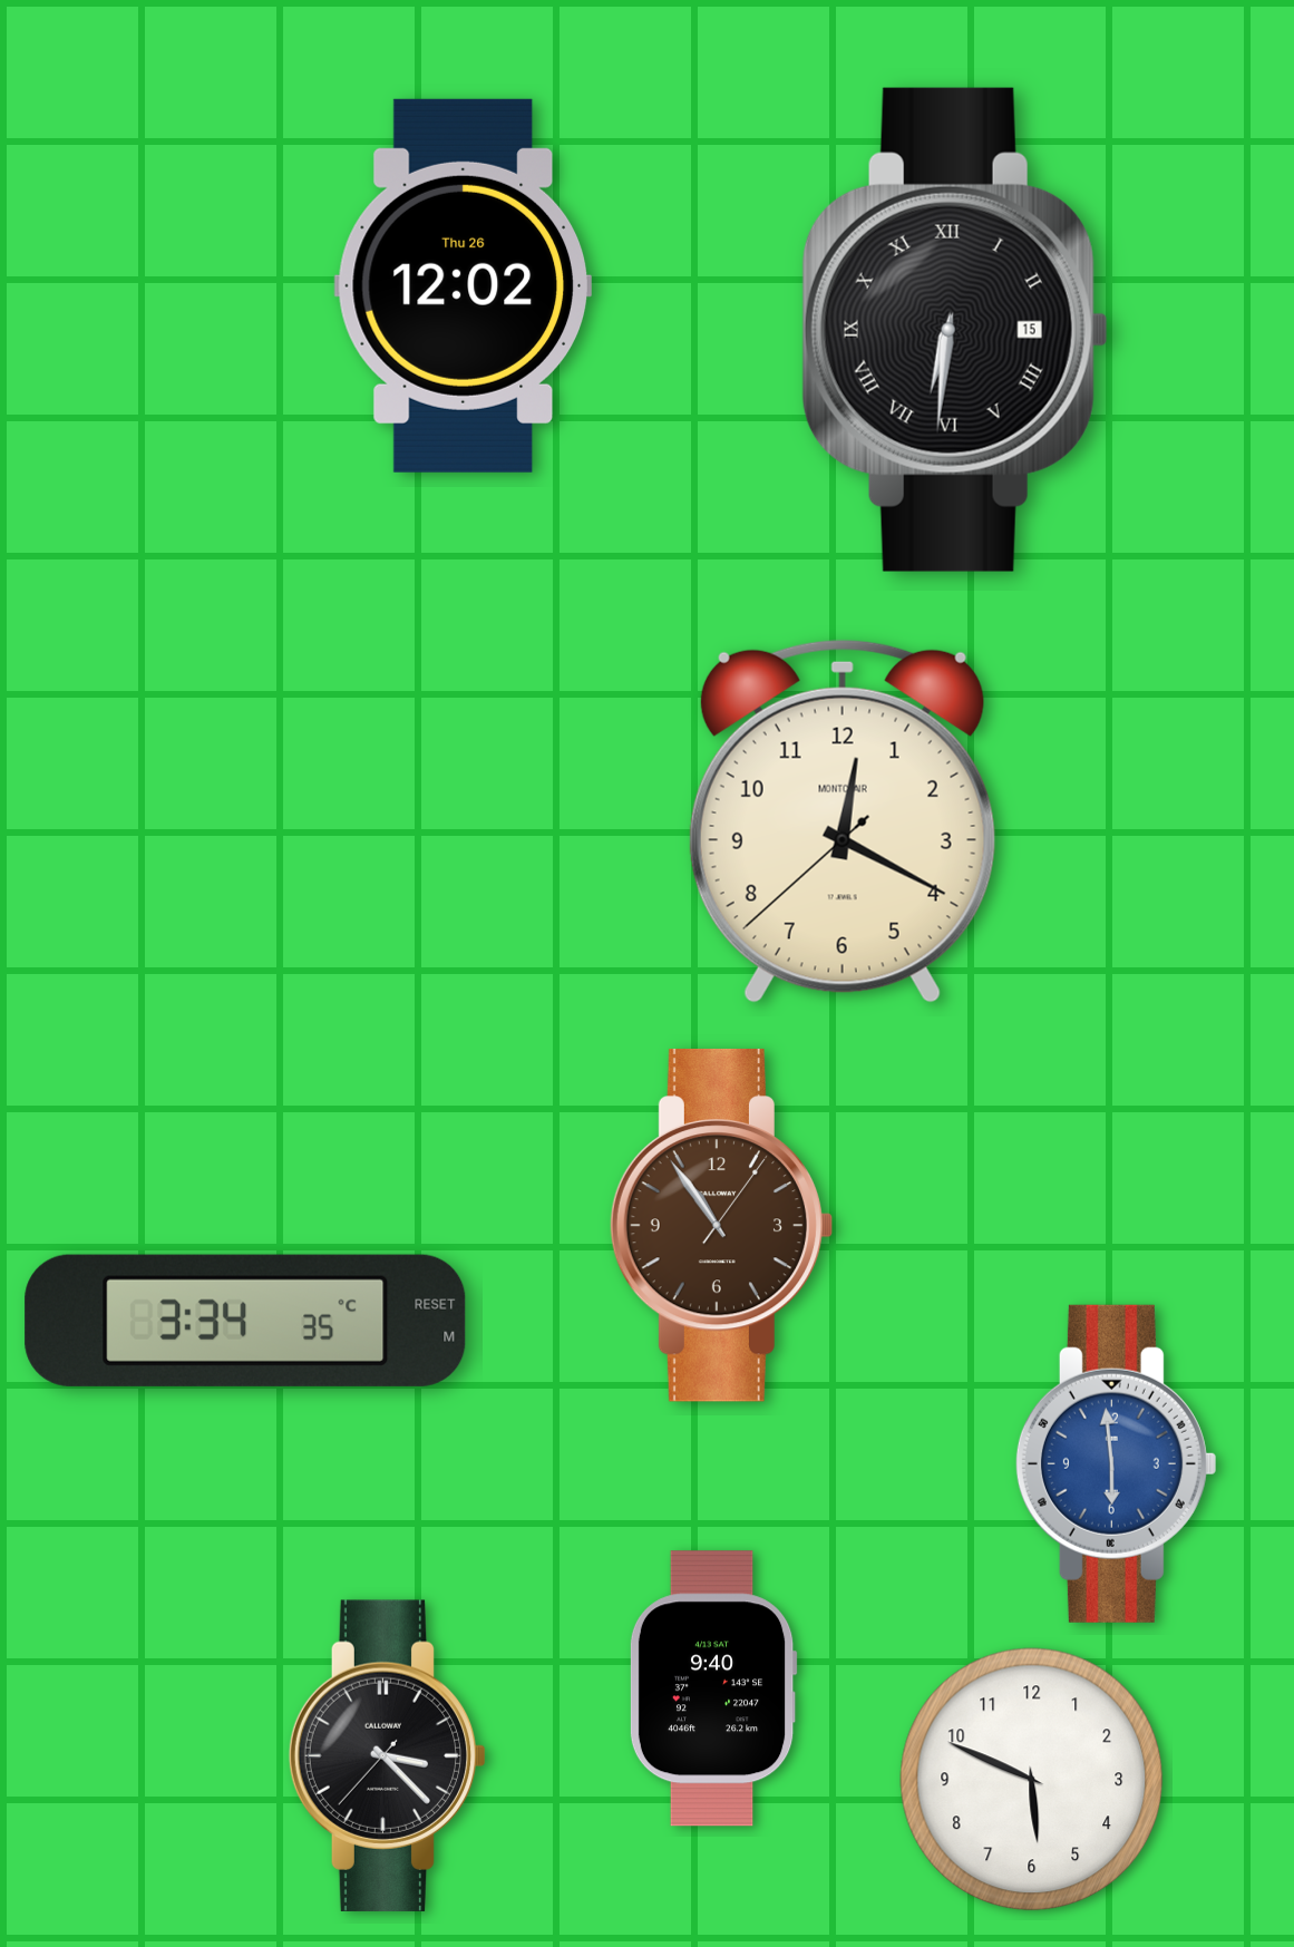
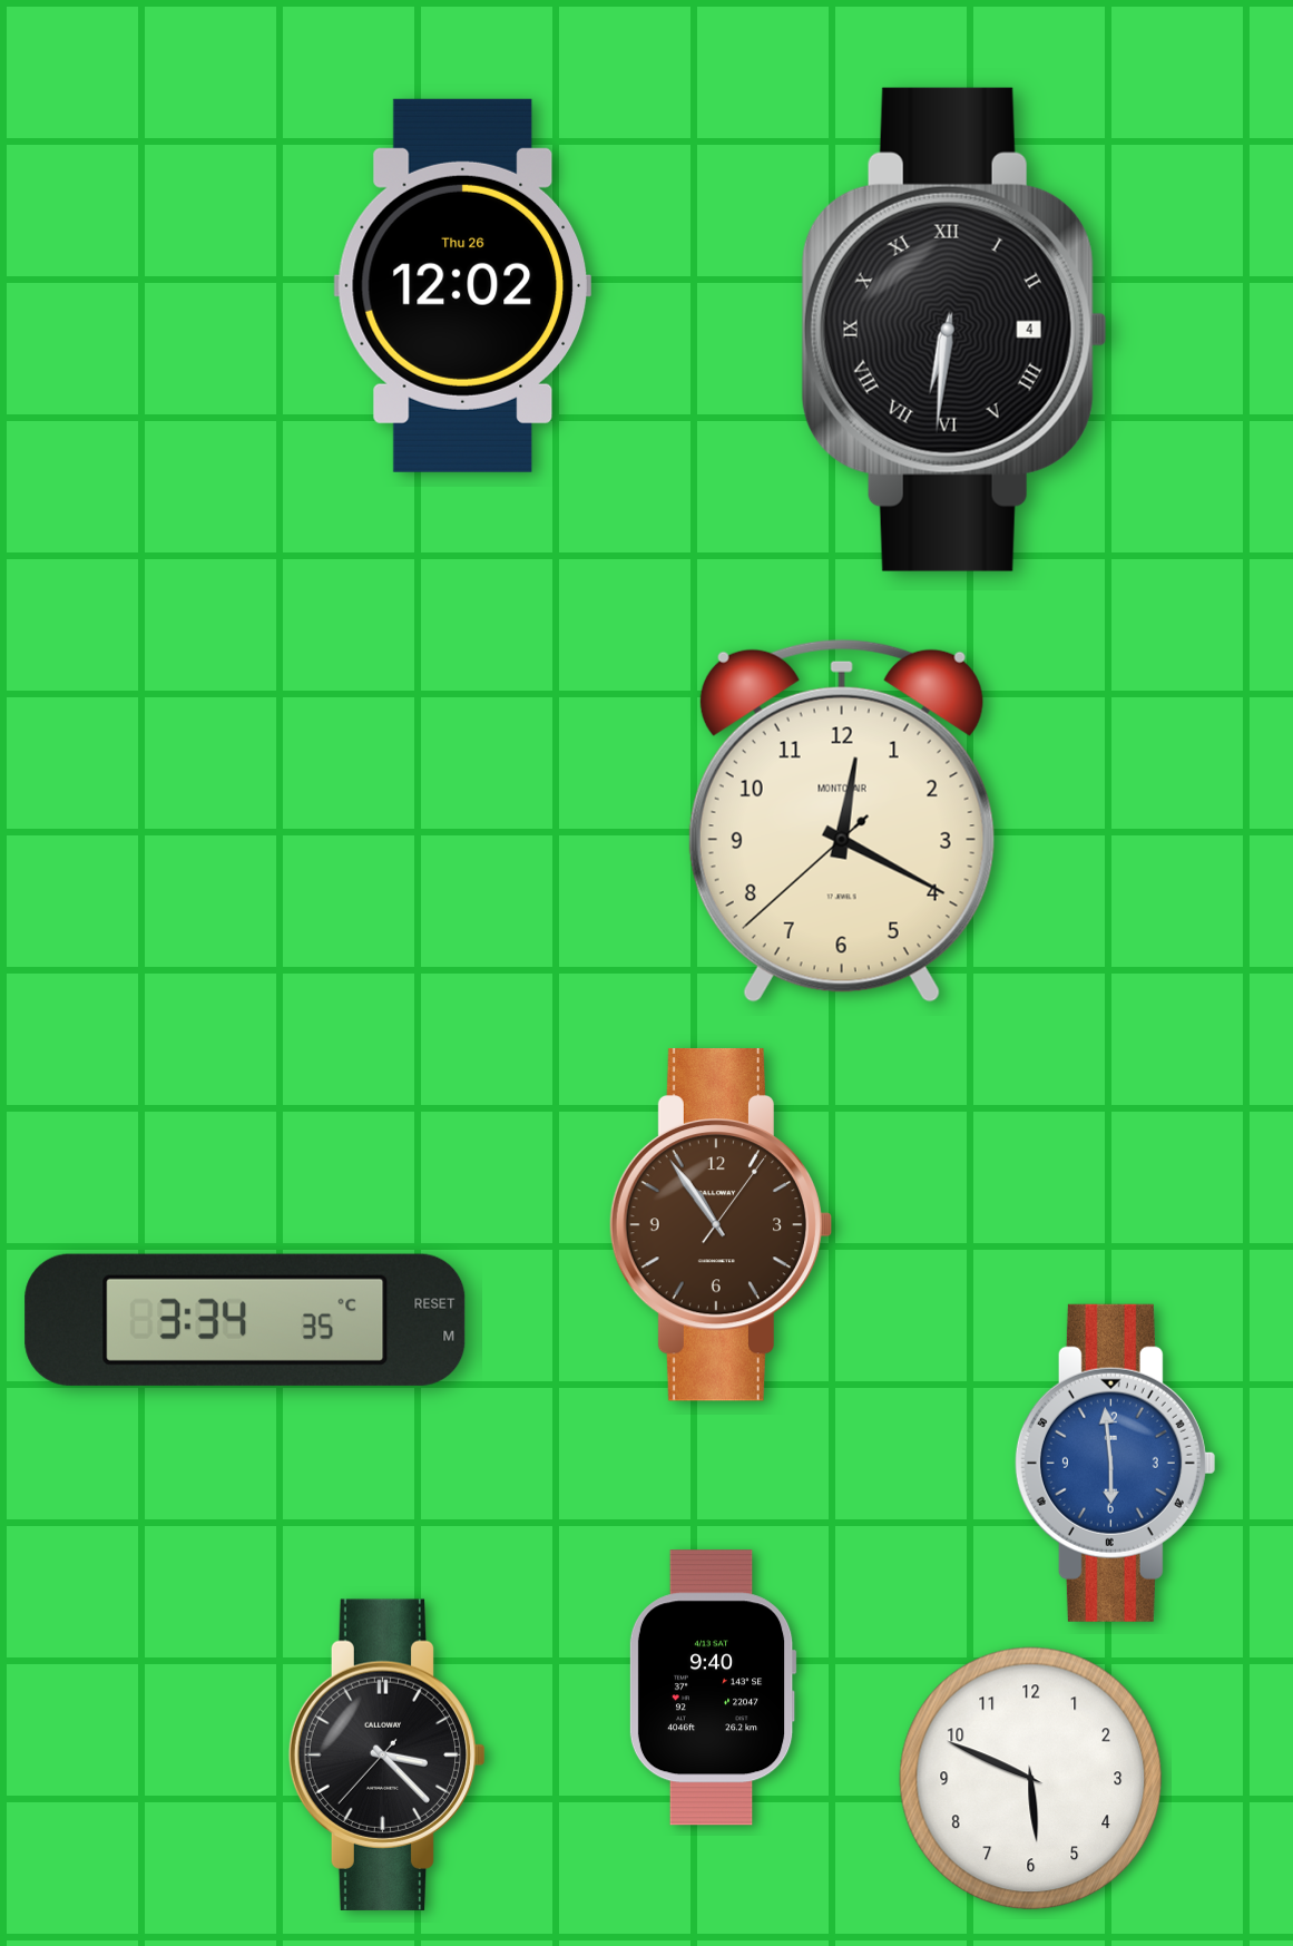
clock at (955, 330) date: 15 -> 4
